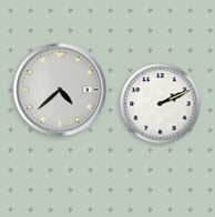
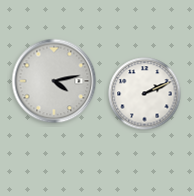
clock at (60, 90): 4:38 -> 4:13
